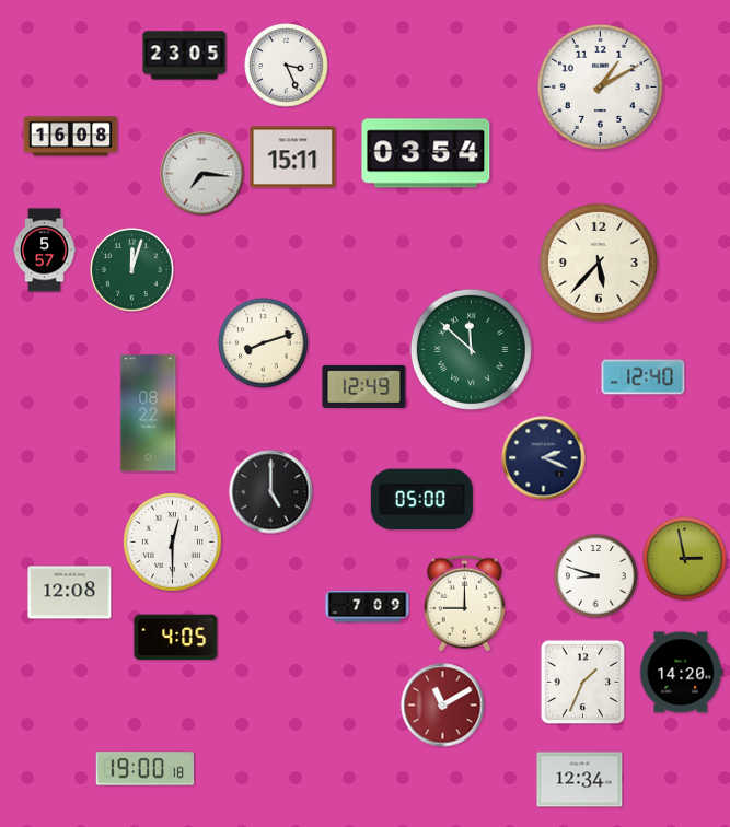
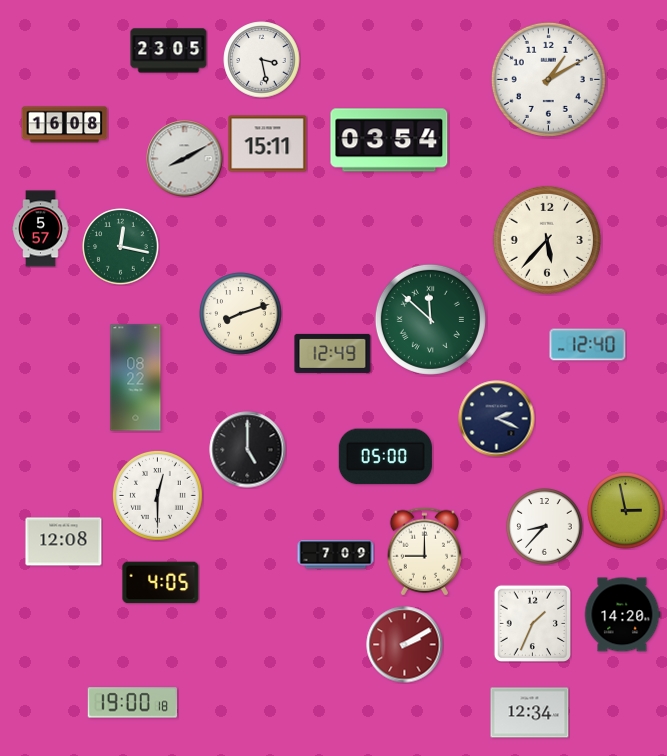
clock at (287, 66): 3:26 -> 3:28
clock at (202, 174): 7:16 -> 8:10
clock at (132, 270): 12:03 -> 12:17
clock at (596, 576): 8:48 -> 8:37
clock at (443, 706): 11:10 -> 2:10
